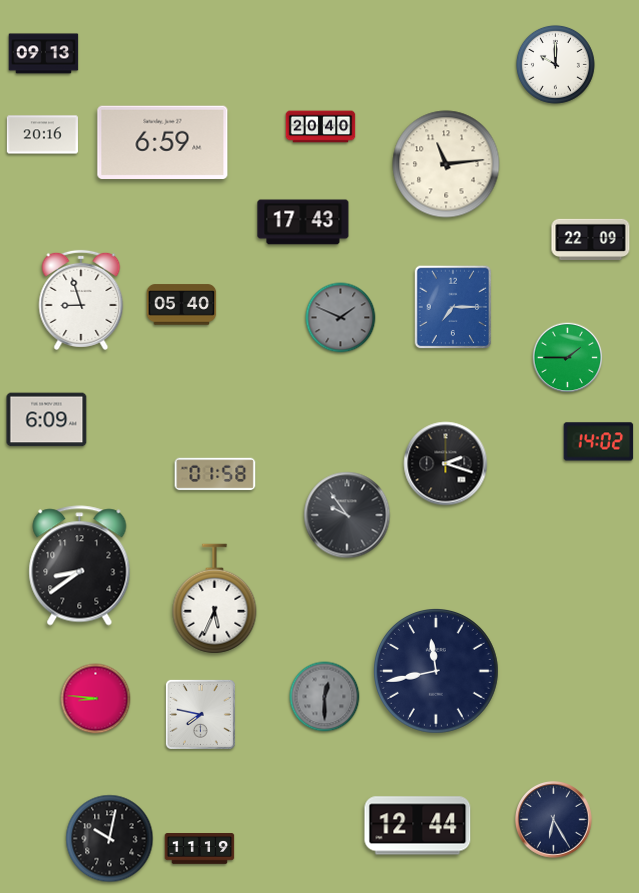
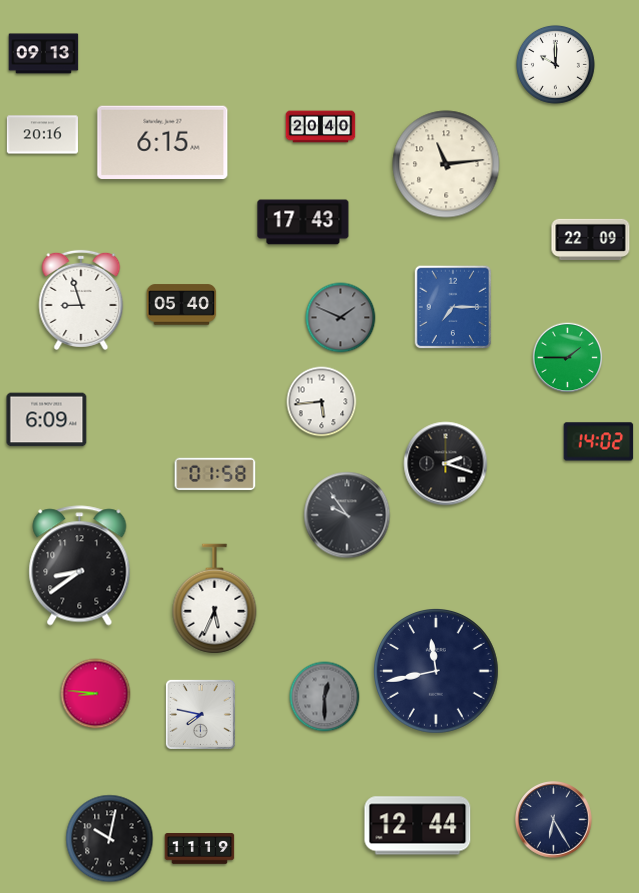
clock at (163, 143): 6:59 -> 6:15
clock at (322, 402): none -> 5:44
clock at (96, 699) position: (96, 699) -> (96, 694)
